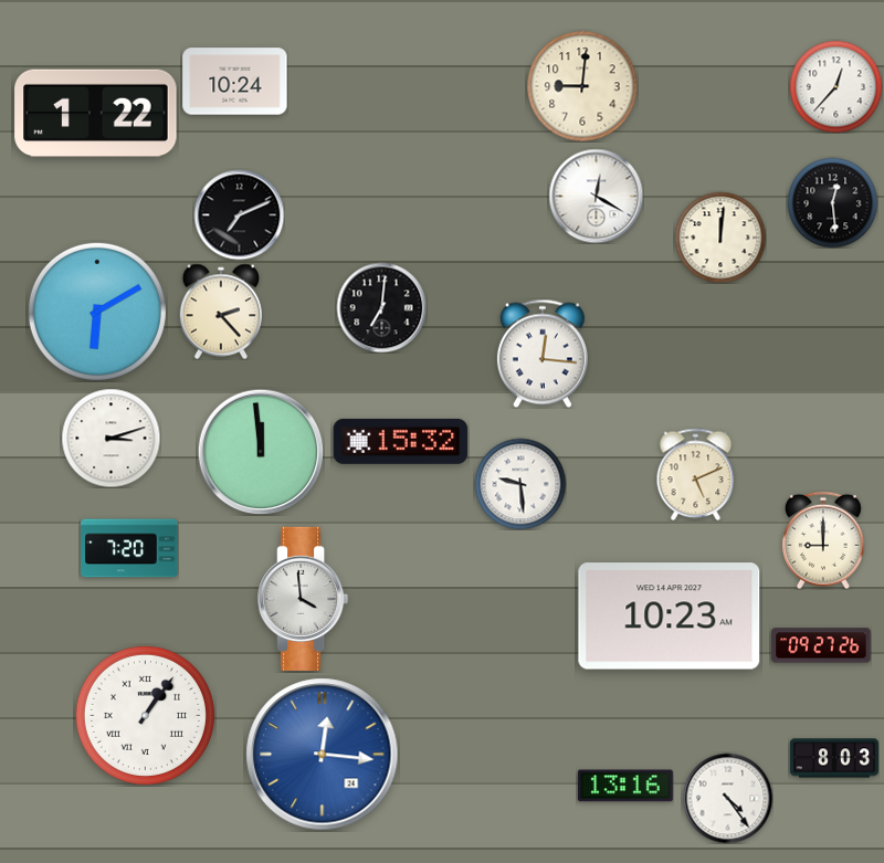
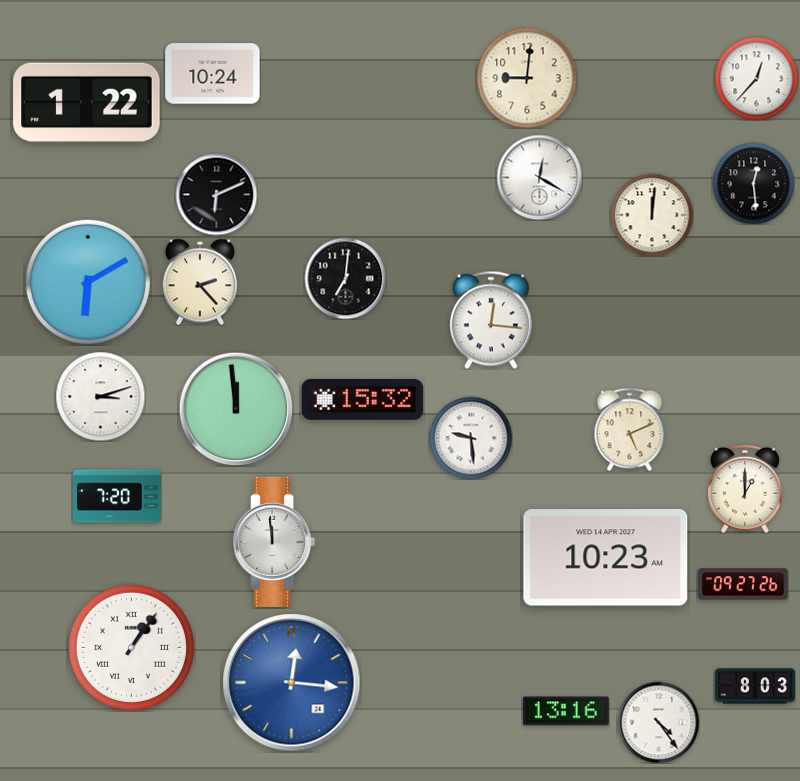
clock at (239, 214): 7:11 -> 6:11
clock at (823, 540): 9:00 -> 1:00
clock at (303, 599): 3:59 -> 11:59
